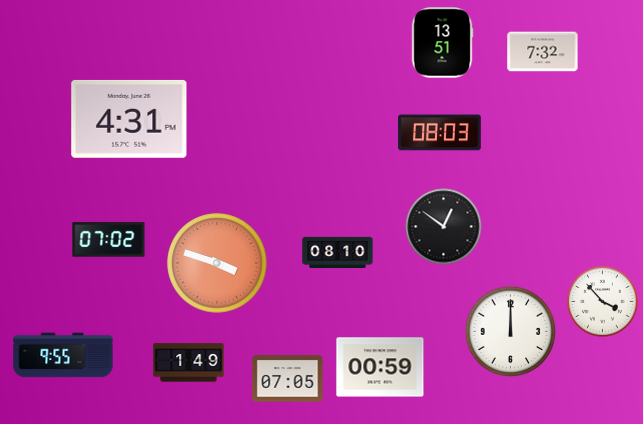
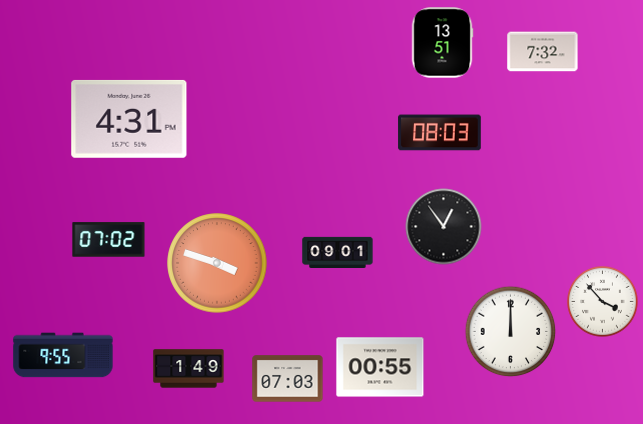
clock at (444, 227): 12:51 -> 12:54
clock at (338, 252): 08:10 -> 09:01
clock at (189, 363) position: (189, 363) -> (189, 369)
clock at (380, 367): 00:59 -> 00:55
clock at (288, 379): 07:05 -> 07:03
